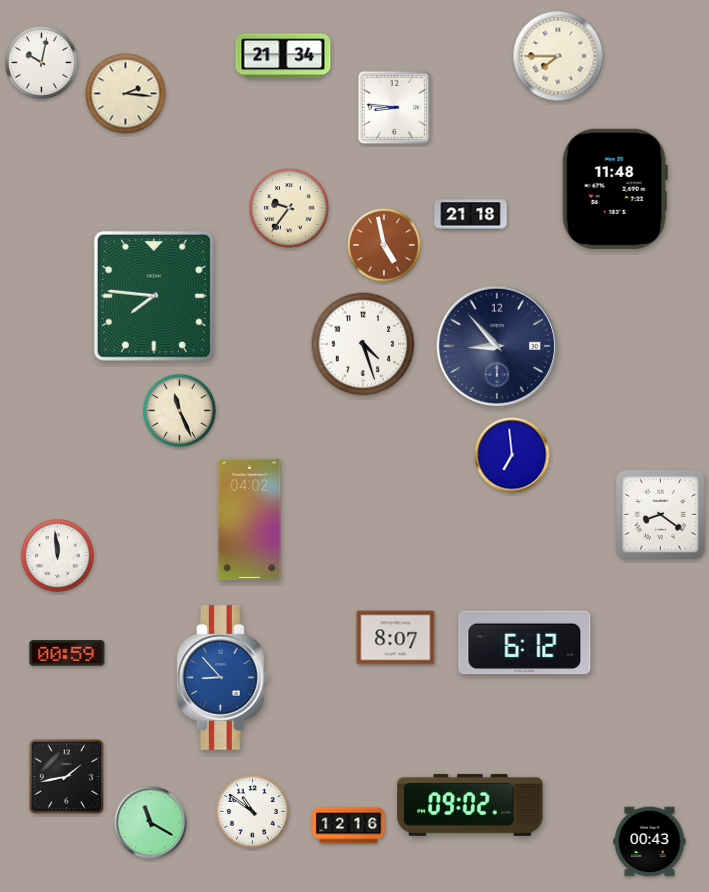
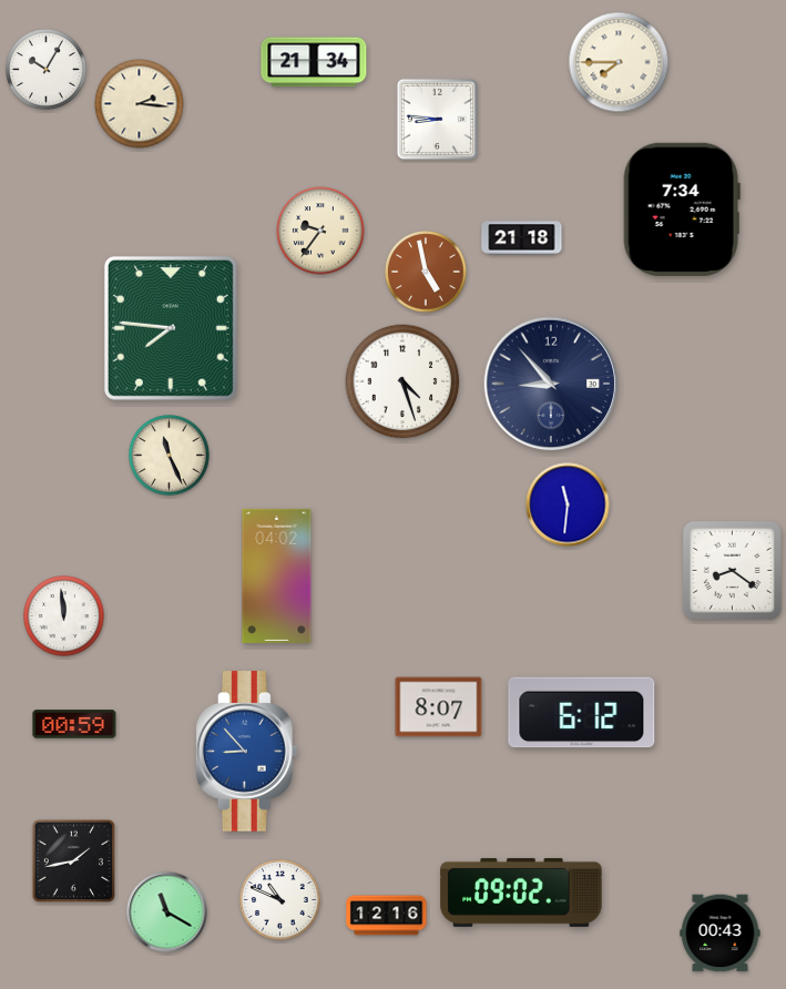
clock at (42, 63): 10:02 -> 10:05
clock at (615, 189): 11:48 -> 7:34
clock at (180, 411) position: (180, 411) -> (170, 456)
clock at (512, 455): 6:59 -> 11:31
clock at (253, 812): 10:51 -> 10:49
